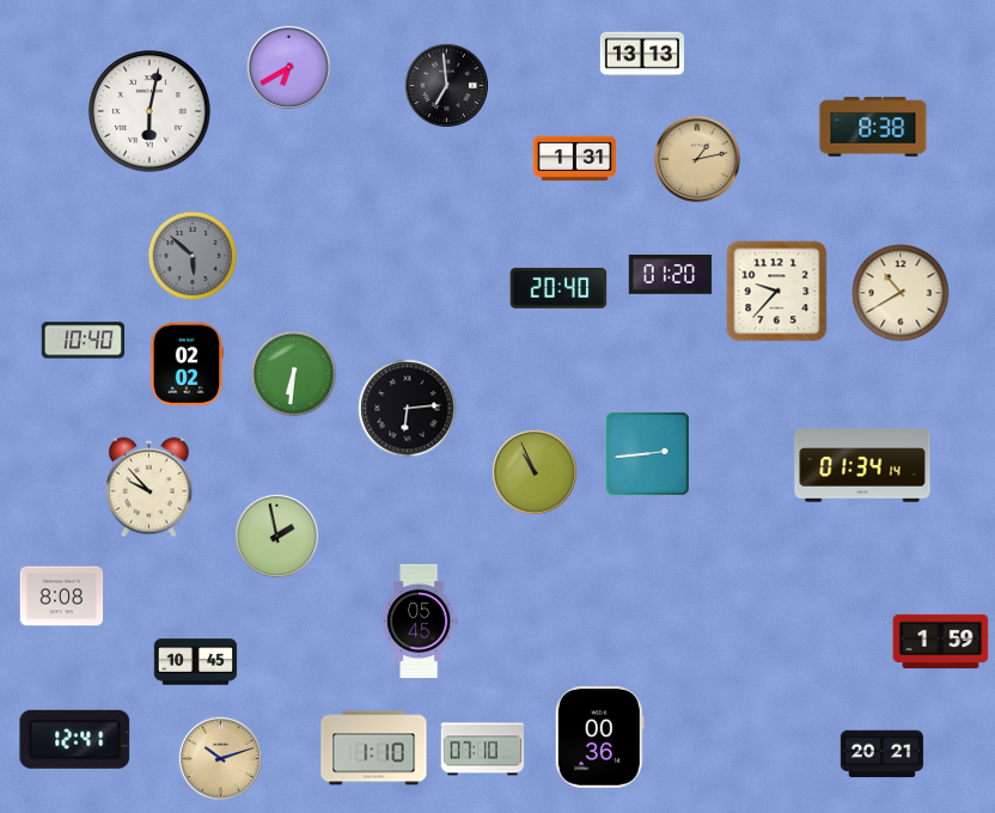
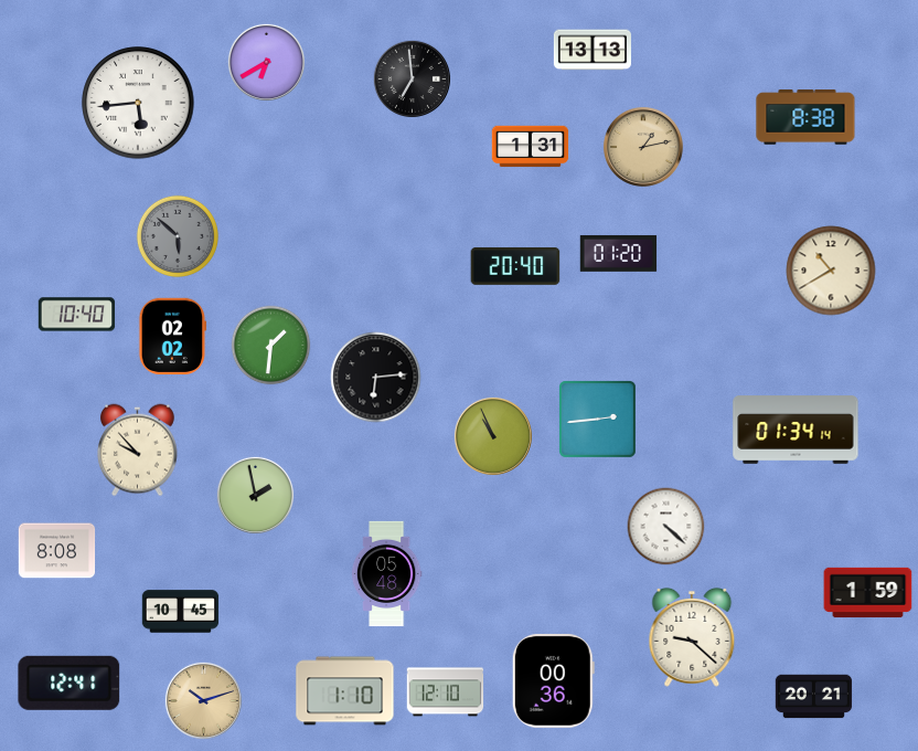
clock at (149, 111): 6:02 -> 5:44
clock at (777, 292): 9:37 -> none
clock at (294, 374): 6:31 -> 1:31
clock at (666, 527): none -> 4:22
clock at (419, 622): 05:45 -> 05:48
clock at (692, 637): none -> 9:22
clock at (483, 750): 07:10 -> 12:10
